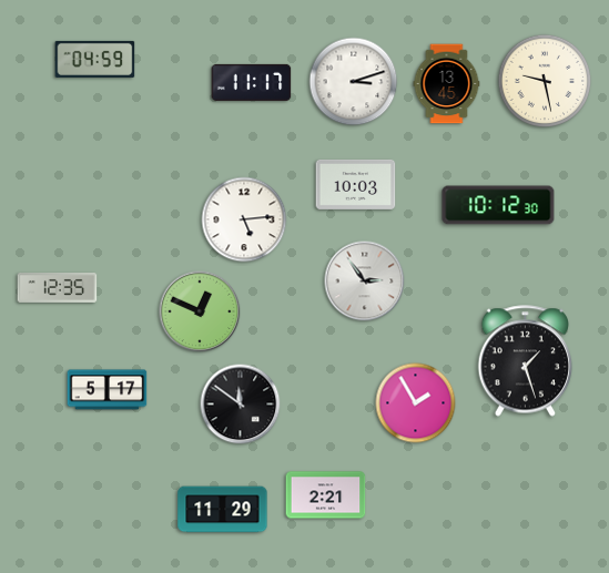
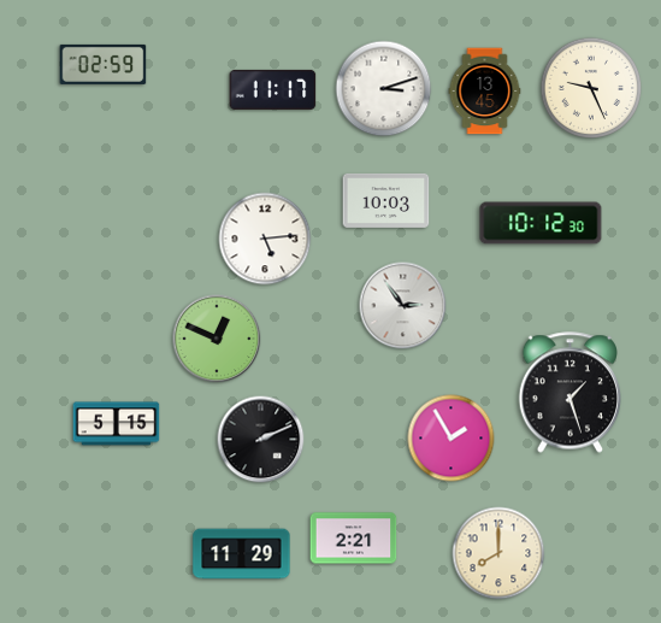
clock at (95, 59): 04:59 -> 02:59
clock at (545, 81): 9:28 -> 9:26
clock at (365, 282) position: (365, 282) -> (403, 306)
clock at (58, 287): 12:35 -> none
clock at (108, 390): 5:17 -> 5:15
clock at (241, 405): 11:51 -> 2:11
clock at (498, 553): none -> 8:00
